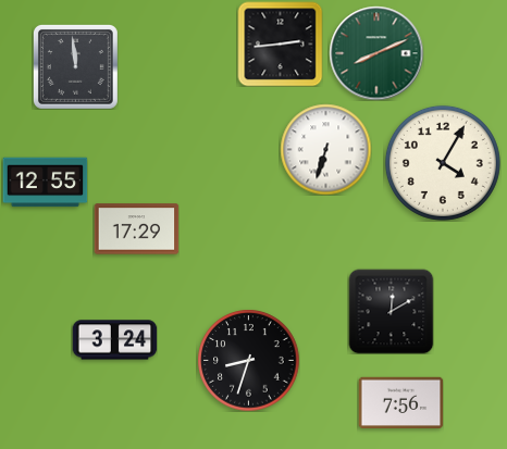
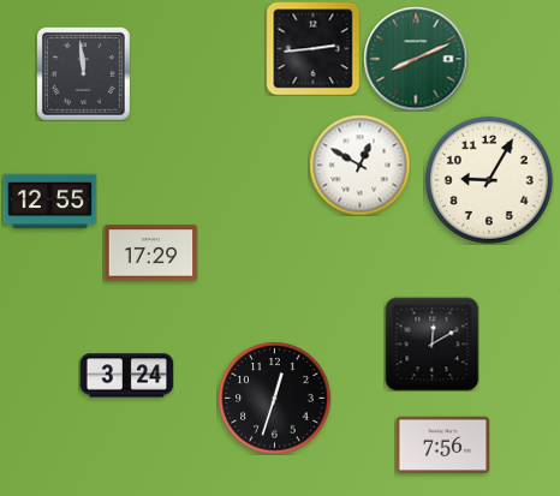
clock at (280, 43) position: (280, 43) -> (312, 48)
clock at (325, 149): 6:33 -> 12:50
clock at (443, 163): 4:05 -> 9:05
clock at (248, 360): 8:33 -> 12:33
